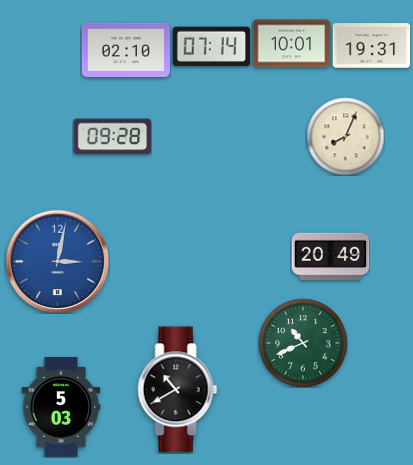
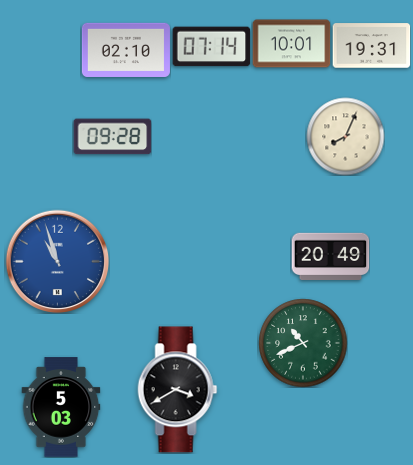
clock at (57, 261): 3:02 -> 10:57
clock at (178, 390): 10:40 -> 3:40
